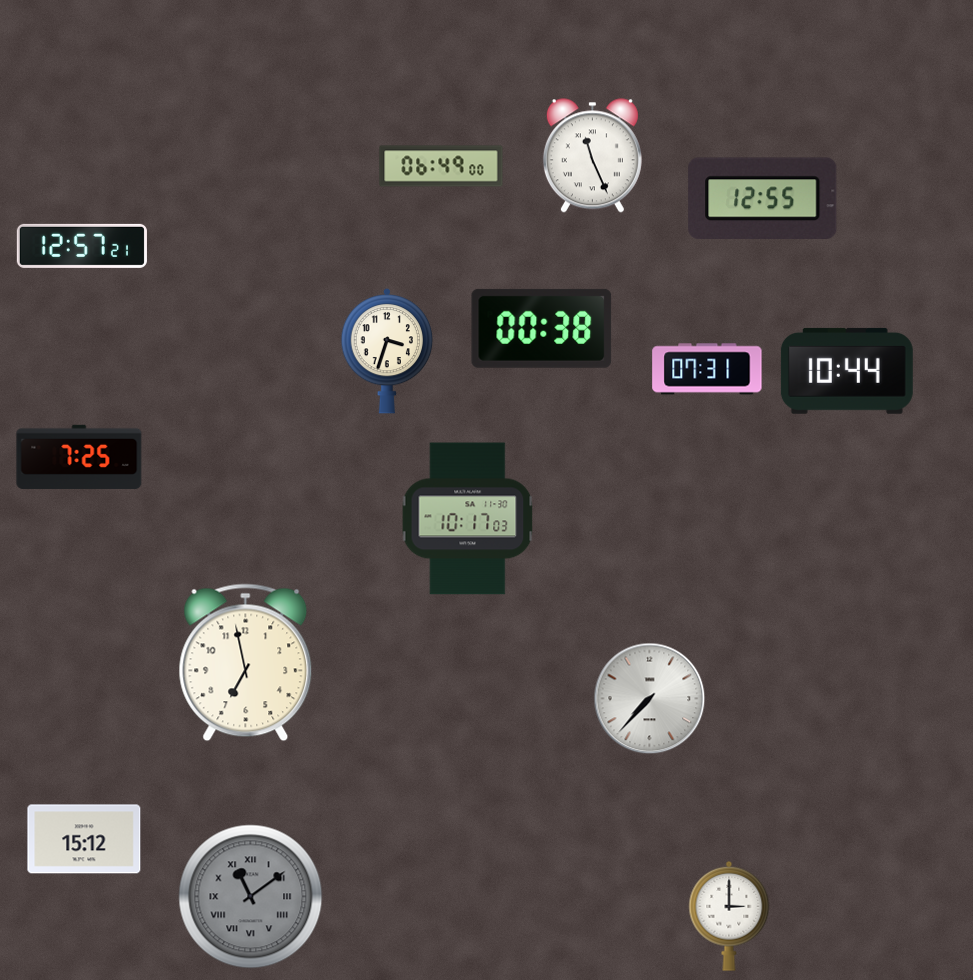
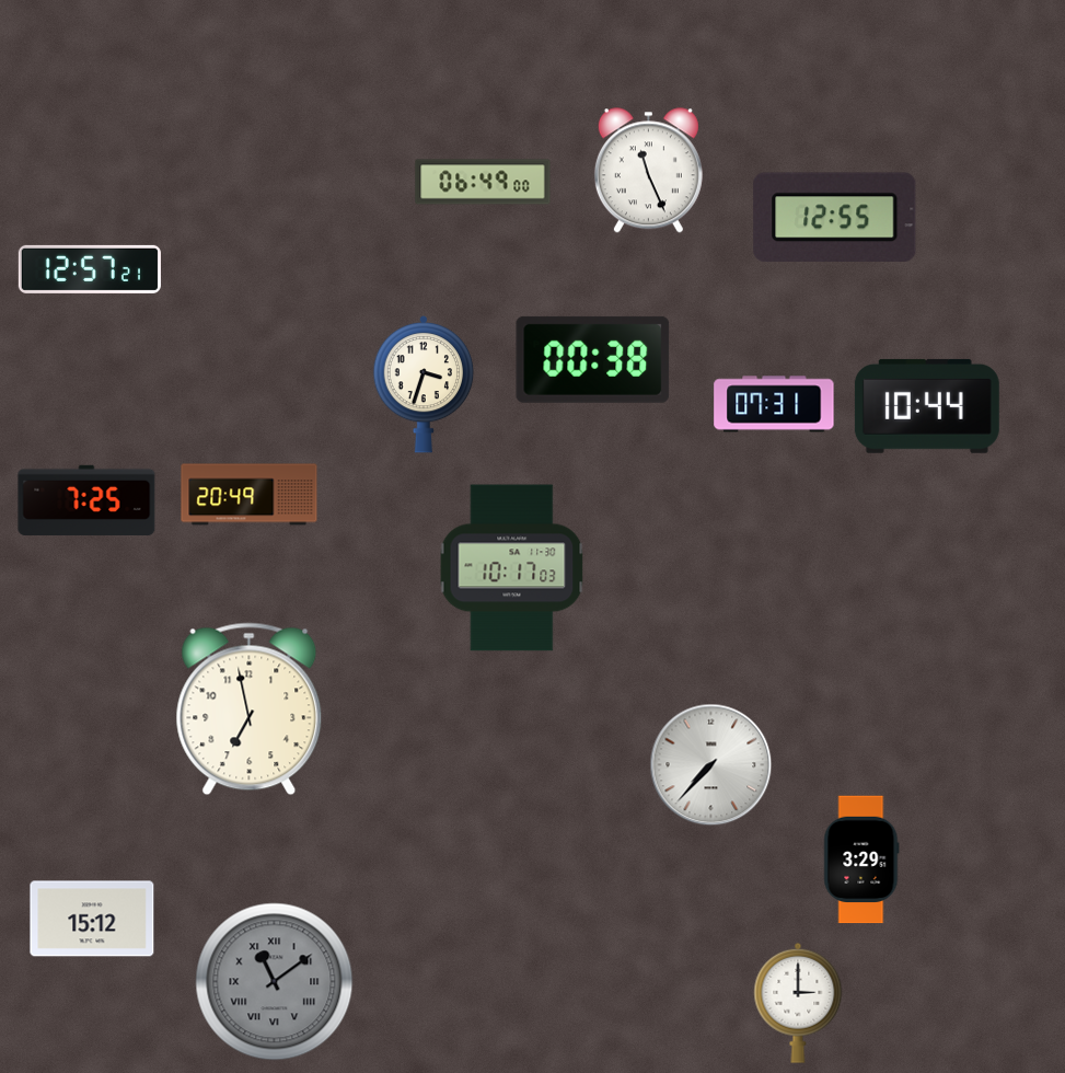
clock at (250, 495): none -> 20:49
clock at (246, 663) position: (246, 663) -> (250, 709)
clock at (861, 859): none -> 3:29
